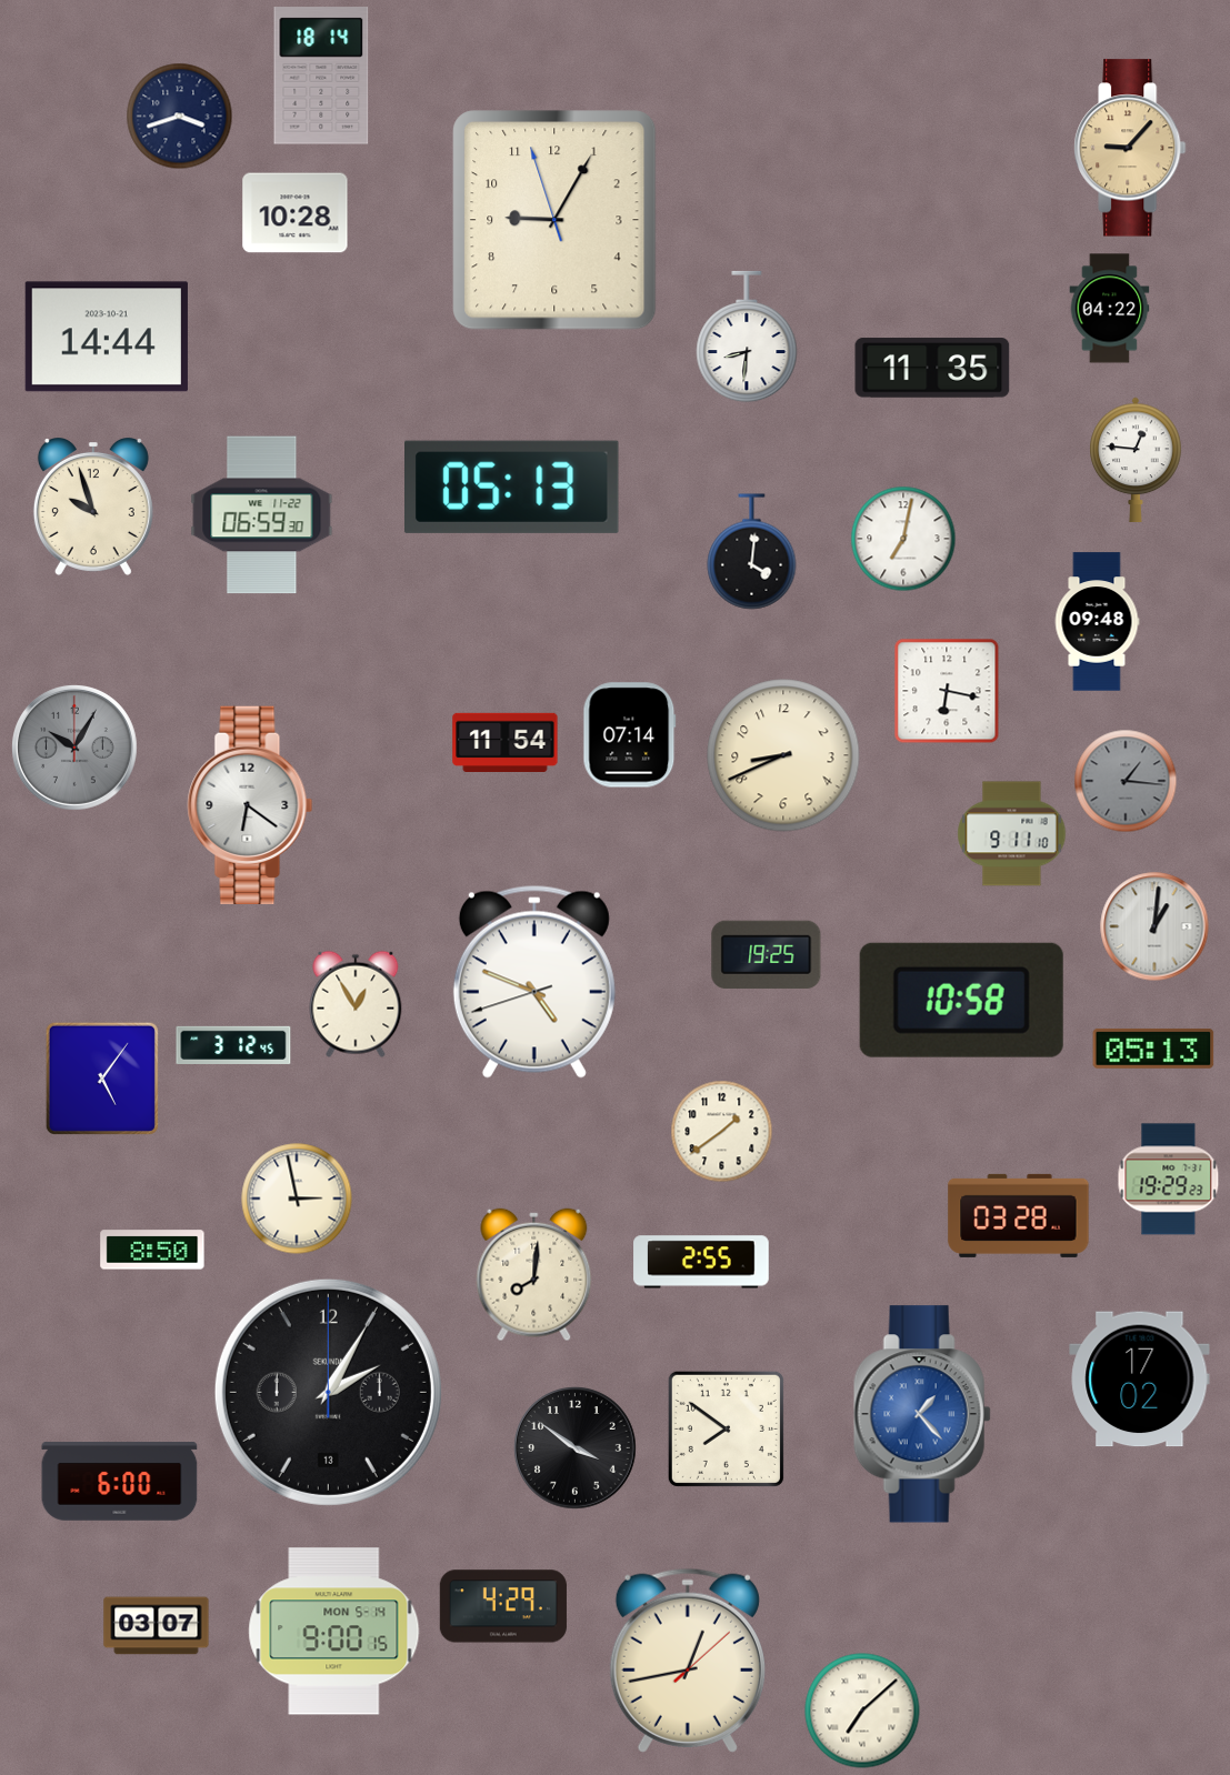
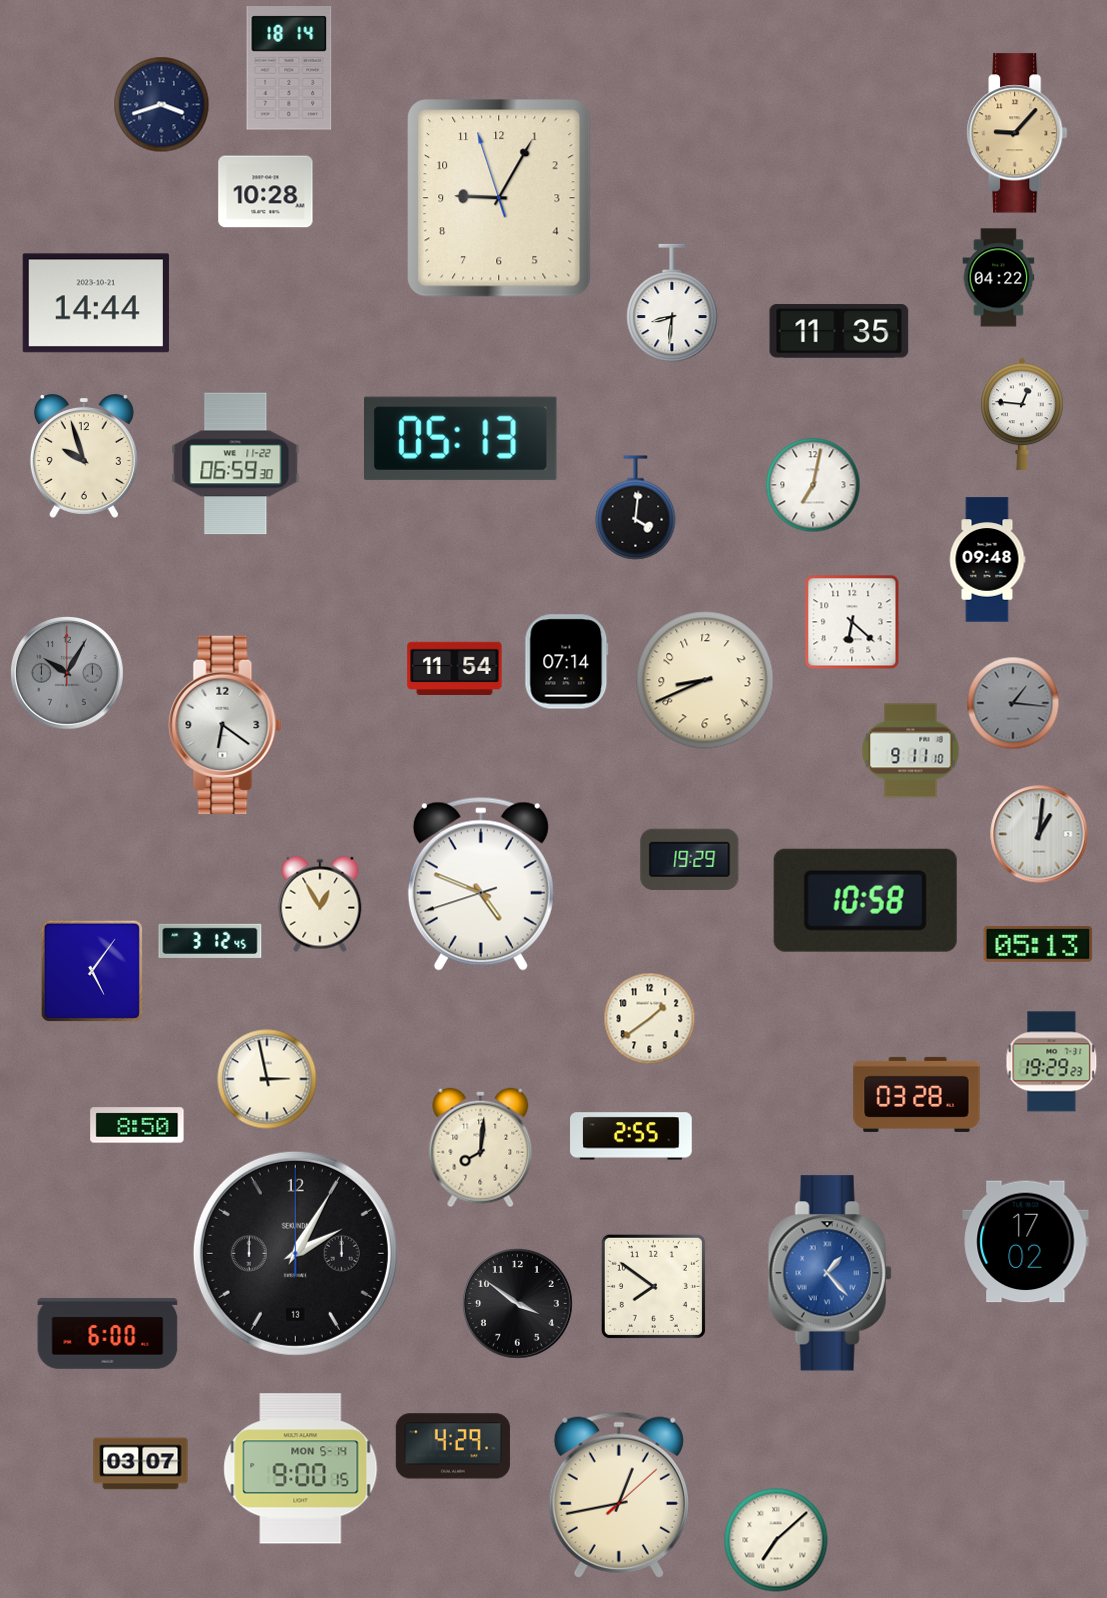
clock at (752, 552) position: (752, 552) -> (636, 508)
clock at (947, 691): 6:17 -> 6:22
clock at (767, 954): 19:25 -> 19:29
